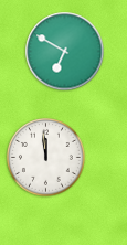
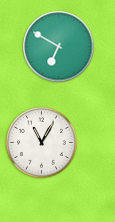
clock at (46, 158): 11:59 -> 11:05
